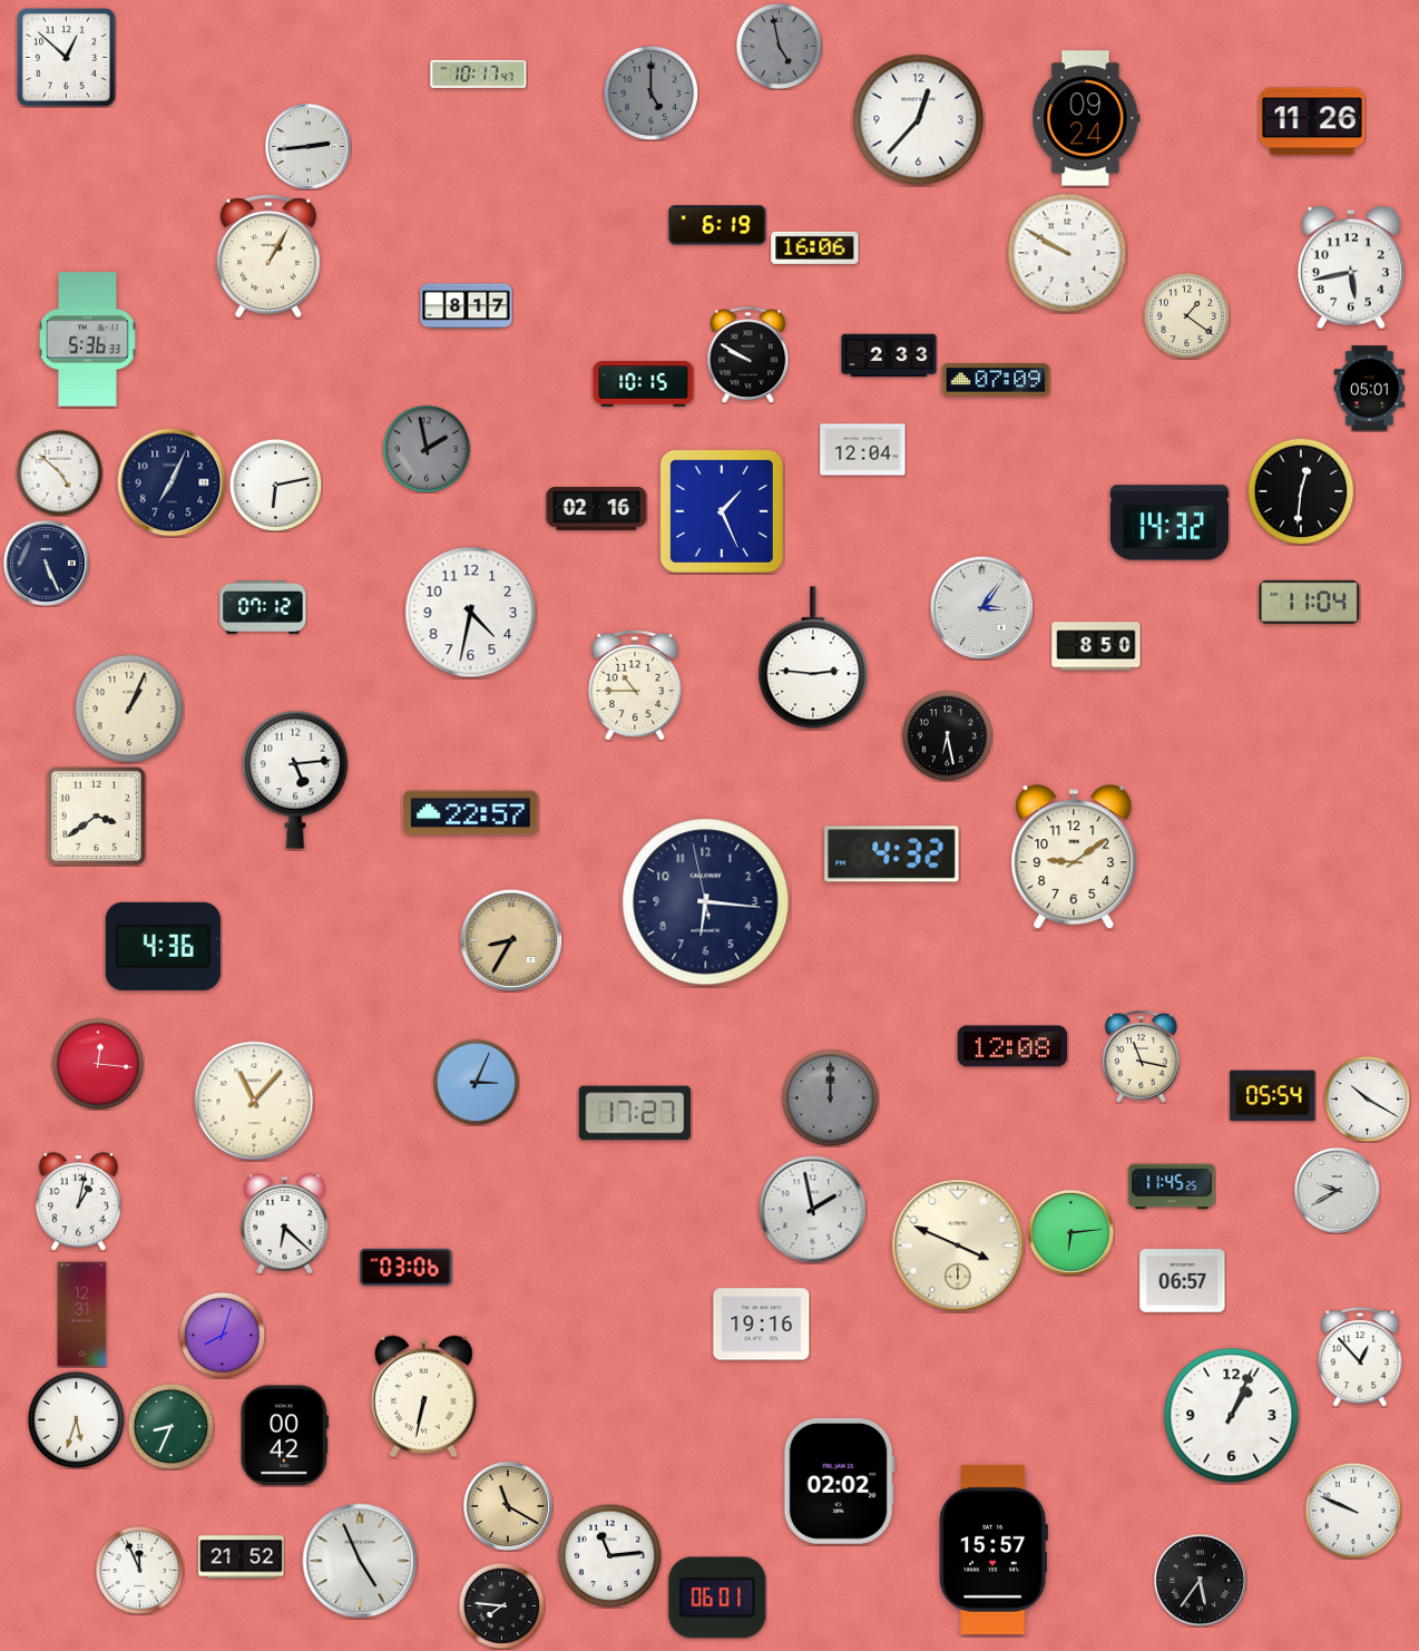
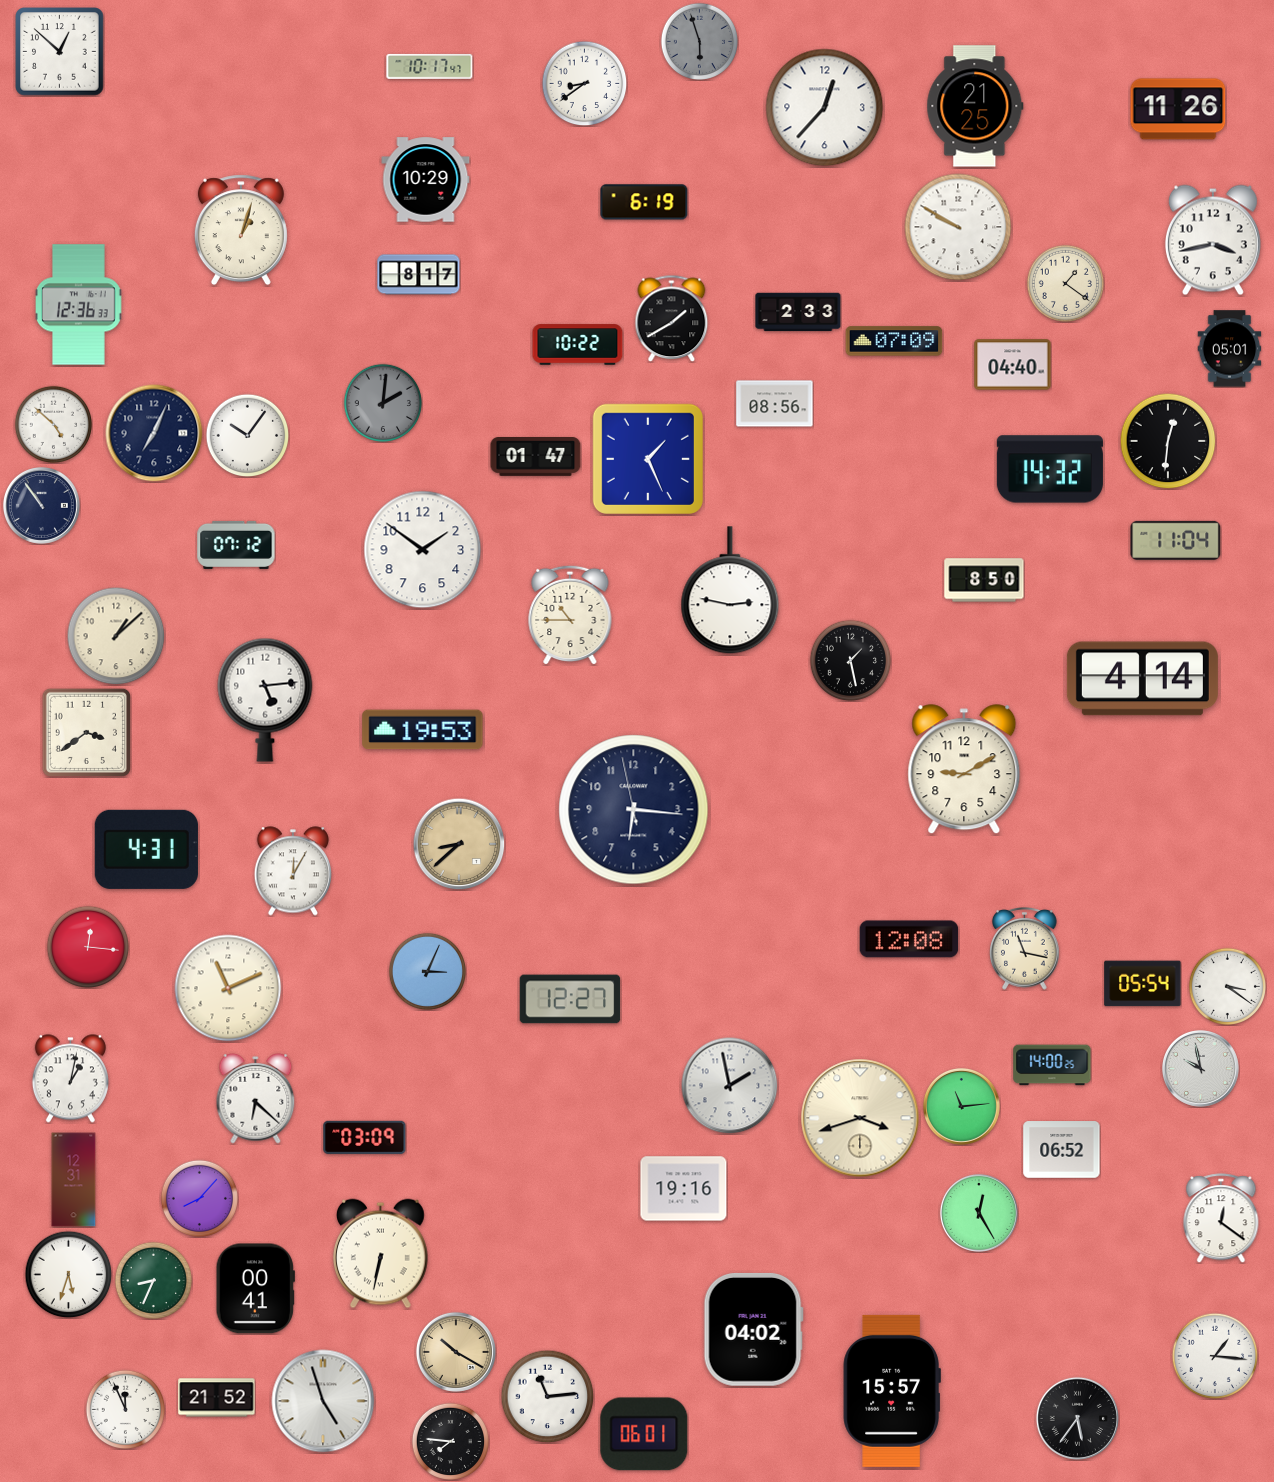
clock at (779, 46): 4:58 -> 5:57
clock at (650, 92): 5:00 -> 8:39
clock at (650, 92) dial: grey -> white
clock at (1086, 118): 09:24 -> 21:25
clock at (307, 146): 2:44 -> none
clock at (426, 180): none -> 10:29
clock at (815, 247): 16:06 -> none
clock at (268, 256): 1:05 -> 1:03
clock at (1351, 267): 5:43 -> 3:43
clock at (88, 340): 5:36 -> 12:36
clock at (748, 354): 9:50 -> 1:40
clock at (889, 355) position: (889, 355) -> (798, 312)
clock at (644, 384): 10:15 -> 10:22
clock at (1013, 365): none -> 04:40
clock at (427, 449): 1:58 -> 2:01
clock at (863, 450): 12:04 -> 08:56
clock at (275, 485): 6:13 -> 10:06
clock at (597, 509): 02:16 -> 01:47
clock at (46, 563): 5:26 -> 10:54
clock at (981, 607): 3:06 -> none
clock at (471, 613): 4:32 -> 1:51
clock at (813, 658): 2:46 -> 2:47
clock at (129, 709): 1:04 -> 1:08
clock at (947, 735): 6:28 -> 1:28
clock at (1142, 679): none -> 4:14
clock at (471, 813): 22:57 -> 19:53
clock at (892, 854): 4:32 -> none
clock at (1074, 858): 9:09 -> 9:10
clock at (511, 940): 8:35 -> 8:38
clock at (163, 946): 4:36 -> 4:31
clock at (292, 871): none -> 12:05
clock at (98, 1064) position: (98, 1064) -> (88, 947)
clock at (830, 1097): 12:00 -> none
clock at (1367, 1098): 10:20 -> 3:21
clock at (254, 1101): 11:07 -> 11:11
clock at (635, 1113): 17:27 -> 12:27
clock at (1172, 1186): 11:45 -> 14:00
clock at (1337, 1190): 9:40 -> 9:58
clock at (1070, 1232): 6:14 -> 11:14
clock at (958, 1245): 3:49 -> 3:42
clock at (407, 1267): 03:06 -> 03:09
clock at (1183, 1281): 06:57 -> 06:52
clock at (222, 1335): 8:03 -> 8:07
clock at (979, 1213): none -> 12:25
clock at (1360, 1357): 12:53 -> 12:21
clock at (1232, 1416): 1:04 -> none
clock at (284, 1436): 00:42 -> 00:41
clock at (839, 1481): 02:02 -> 04:02
clock at (508, 1506): 11:20 -> 10:20
clock at (1353, 1511): 9:49 -> 1:16
clock at (360, 1561): 4:56 -> 4:57
